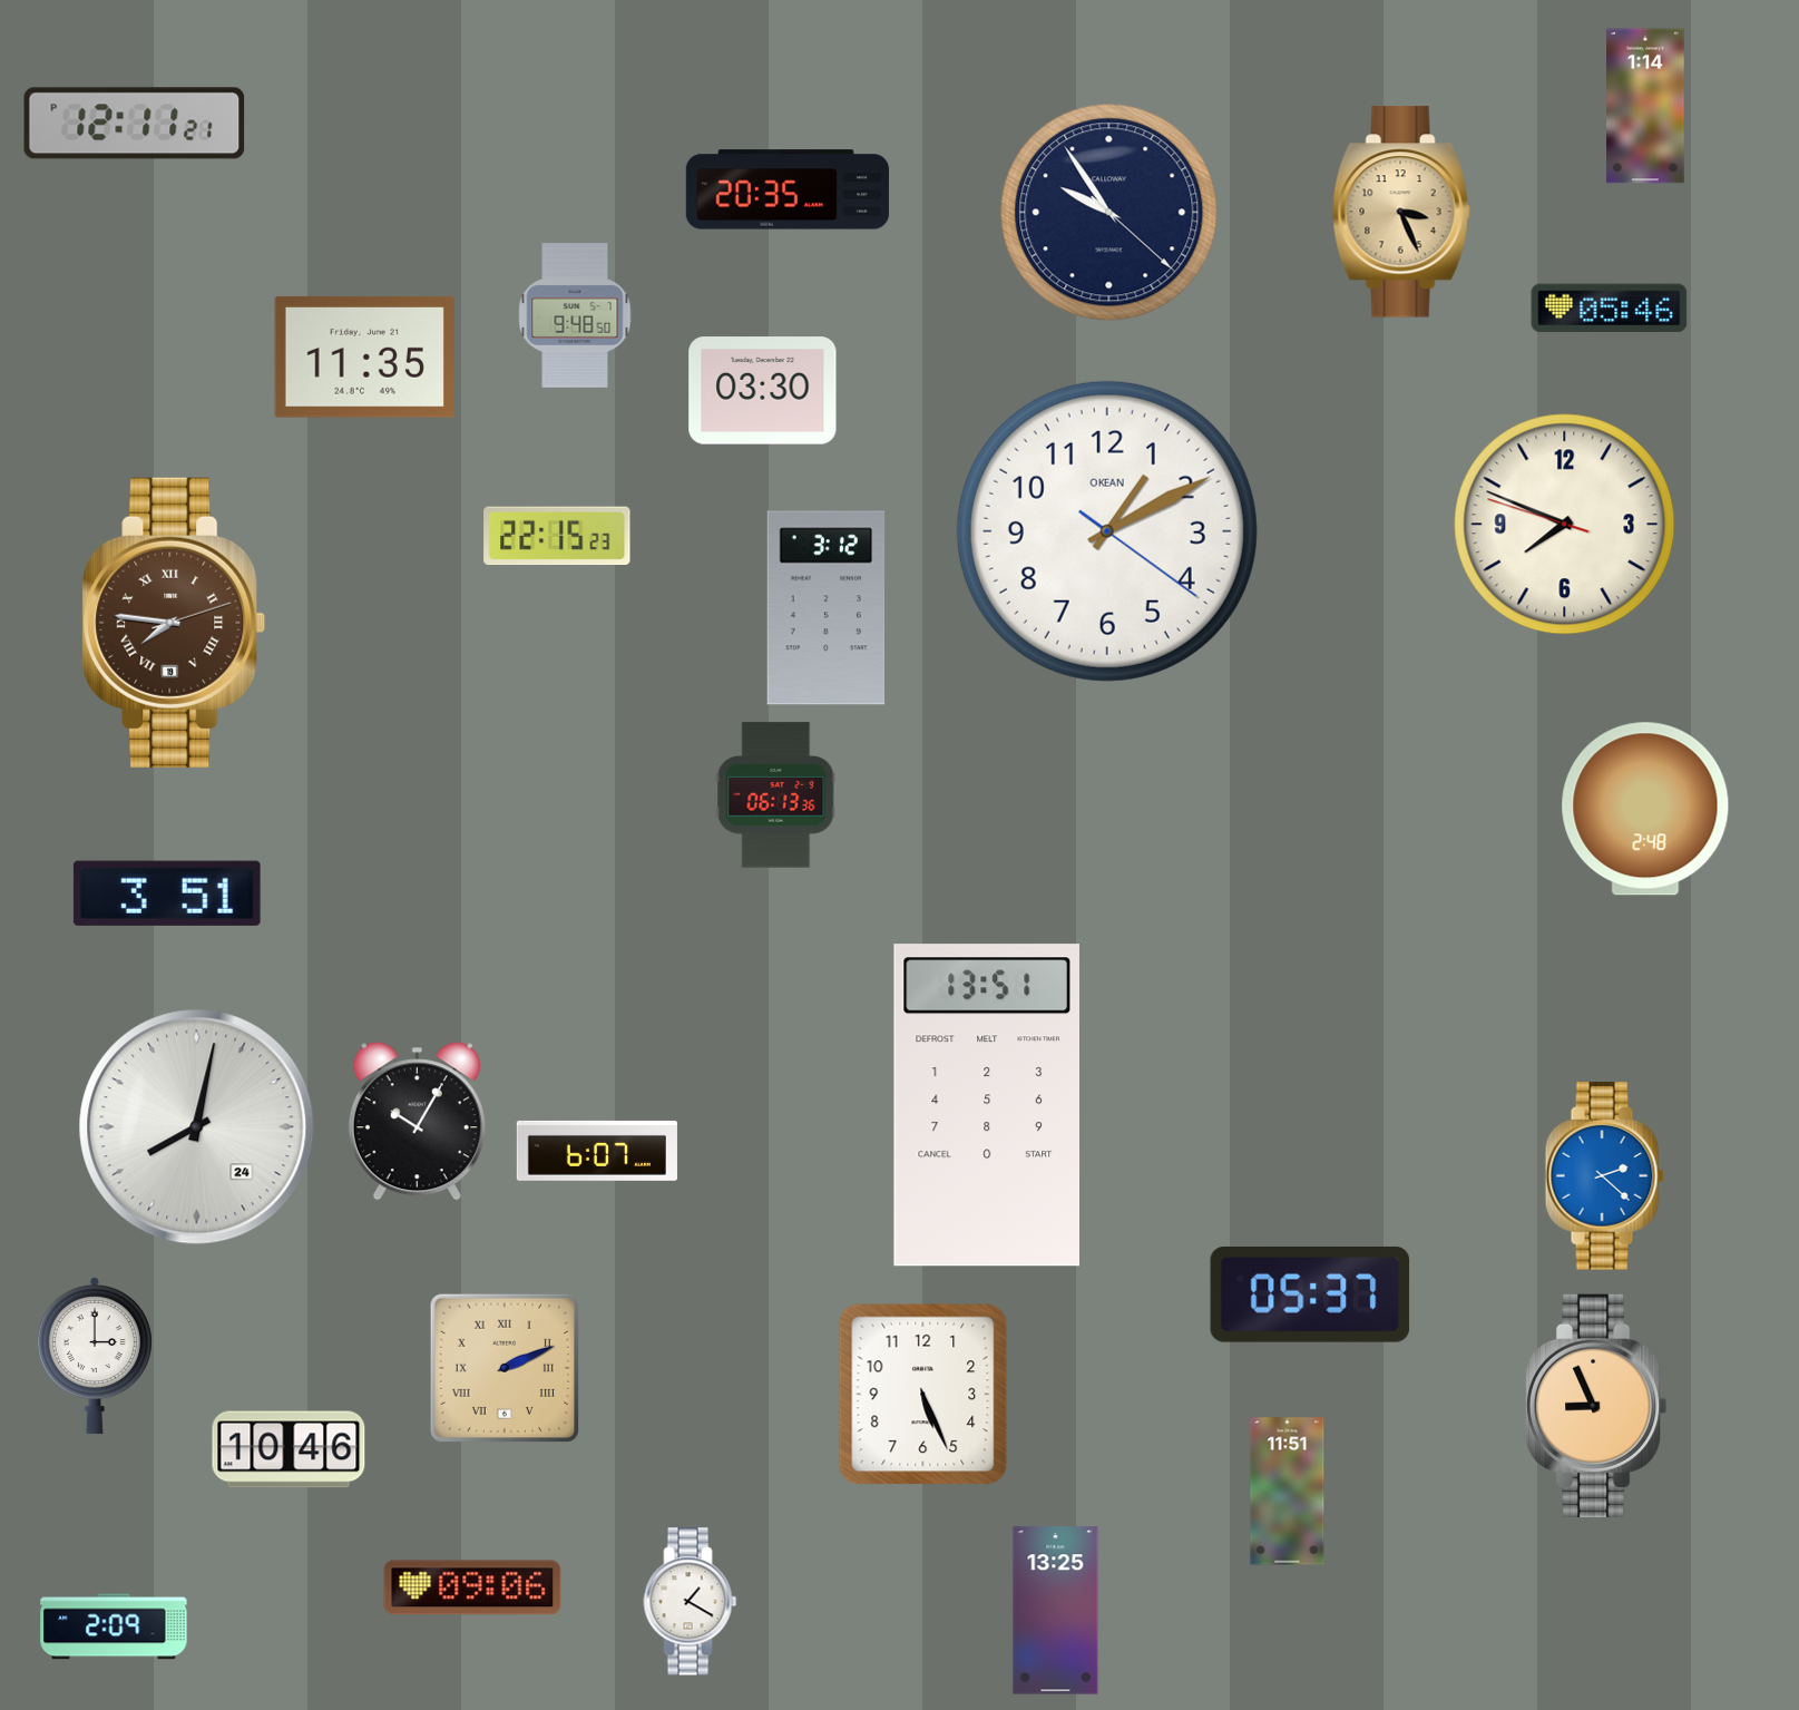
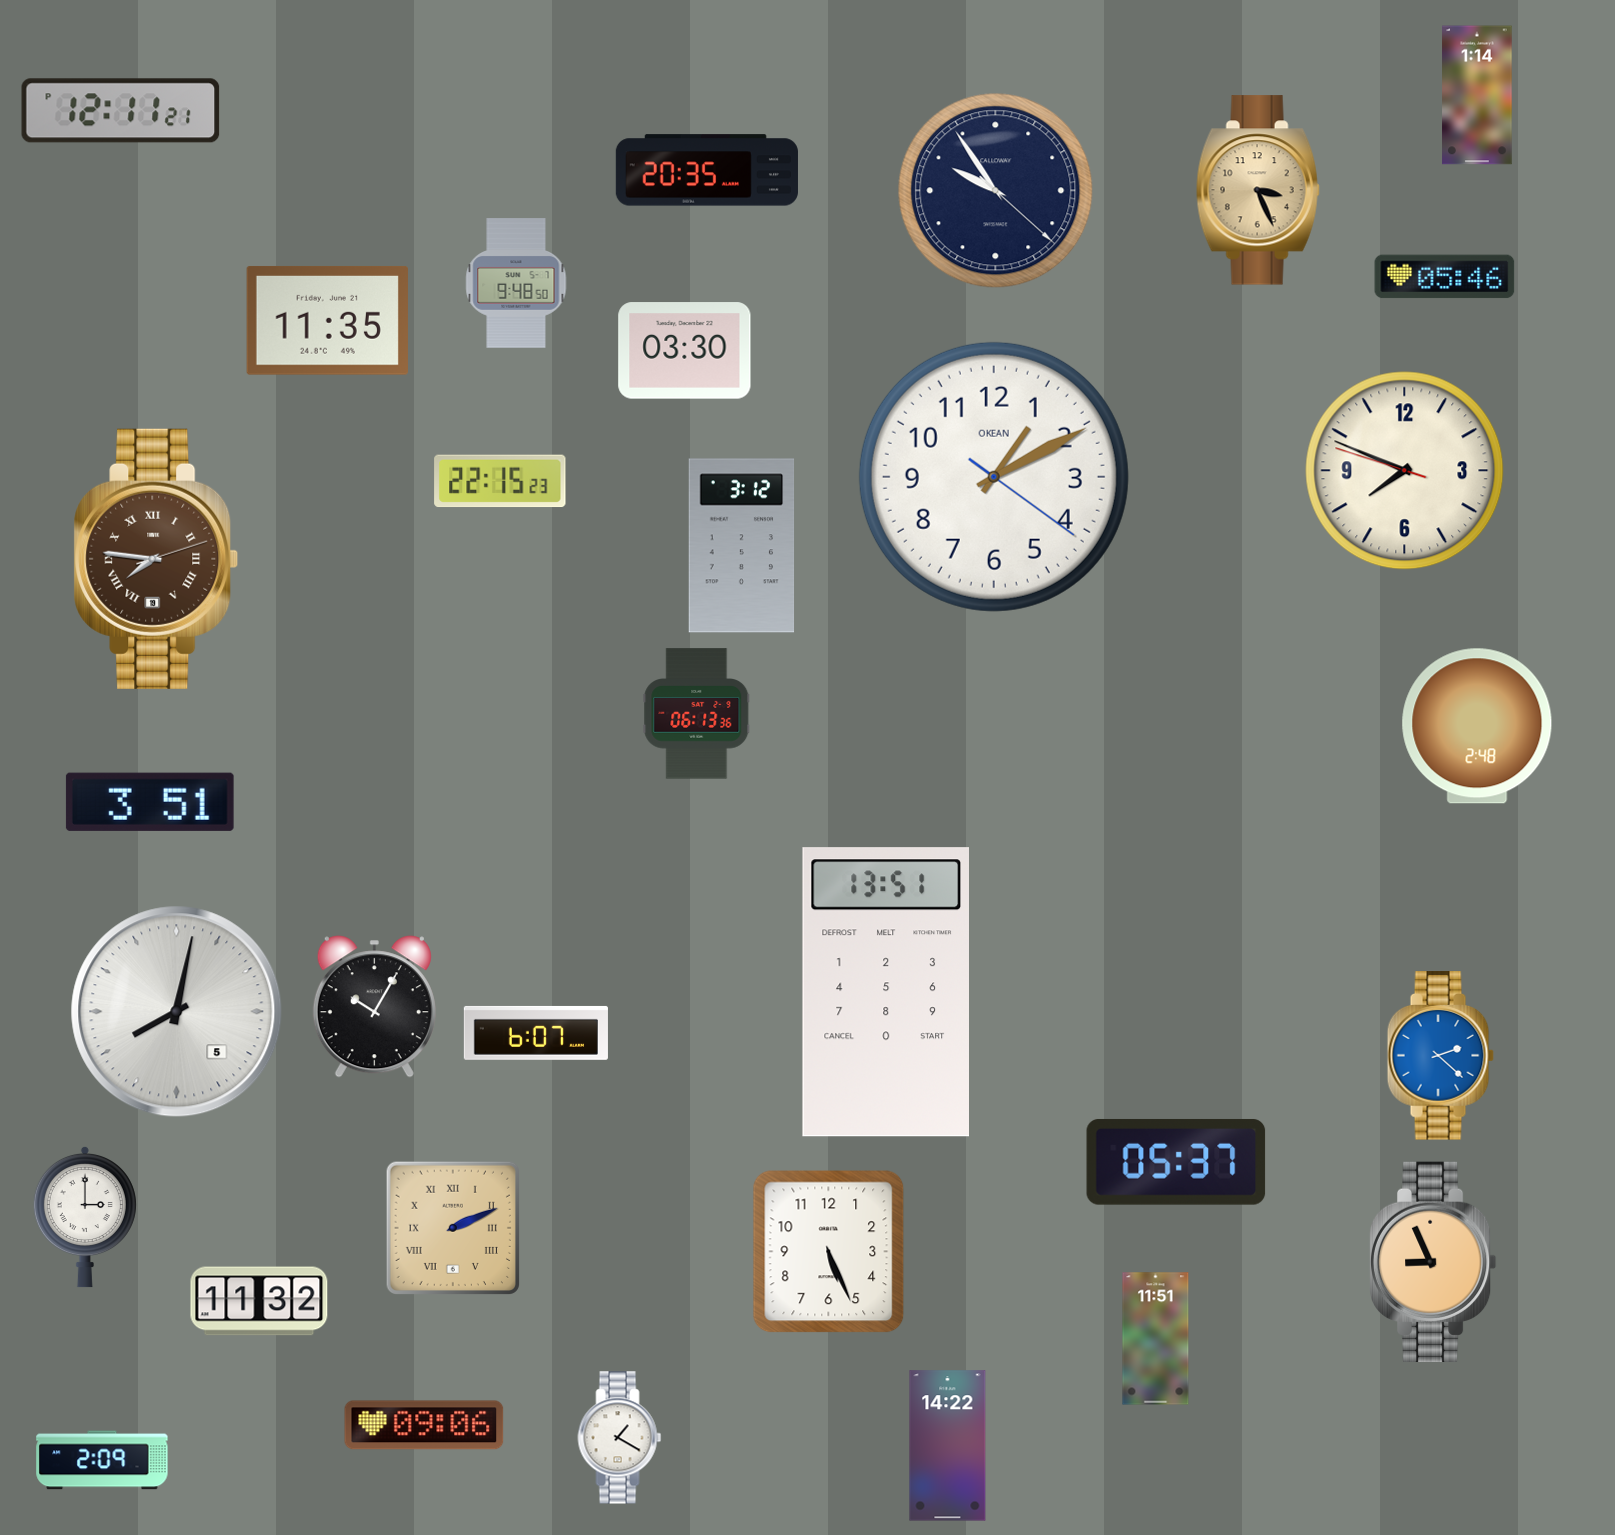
clock at (197, 1127) date: 24 -> 5
clock at (289, 1449): 10:46 -> 11:32
clock at (1056, 1611): 13:25 -> 14:22
